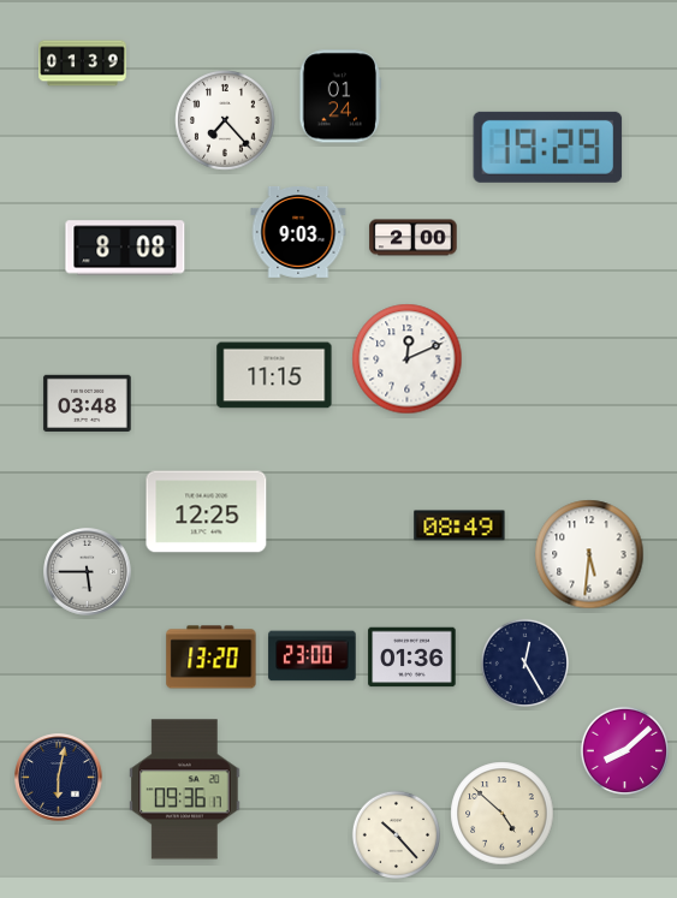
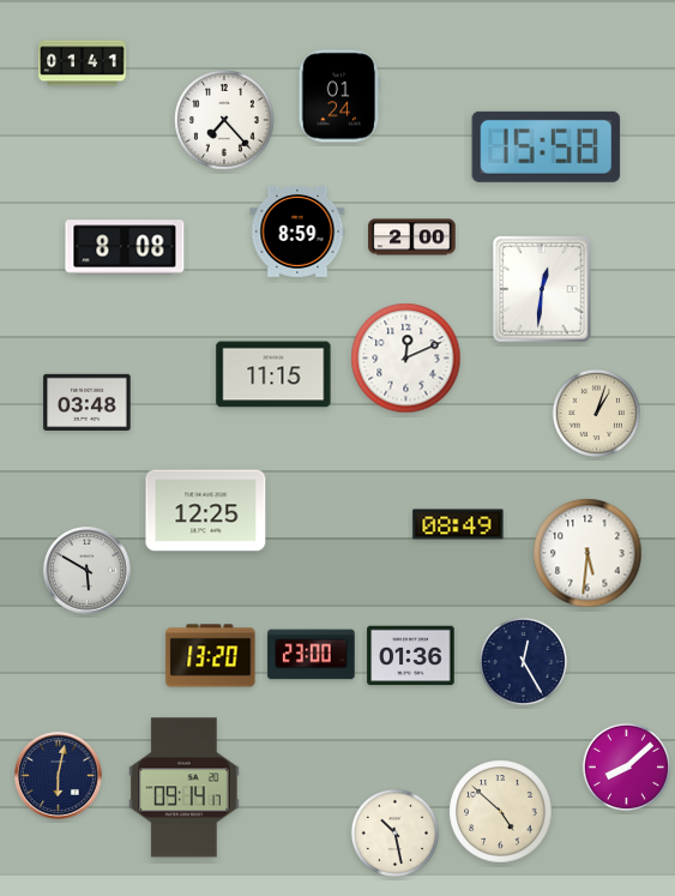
clock at (83, 64): 01:39 -> 01:41
clock at (548, 147): 19:29 -> 15:58
clock at (298, 232): 9:03 -> 8:59
clock at (542, 289): none -> 12:31
clock at (596, 413): none -> 1:03
clock at (88, 572): 5:45 -> 5:50
clock at (624, 750) position: (624, 750) -> (626, 766)
clock at (185, 790): 09:36 -> 09:14
clock at (396, 834): 10:23 -> 10:28
